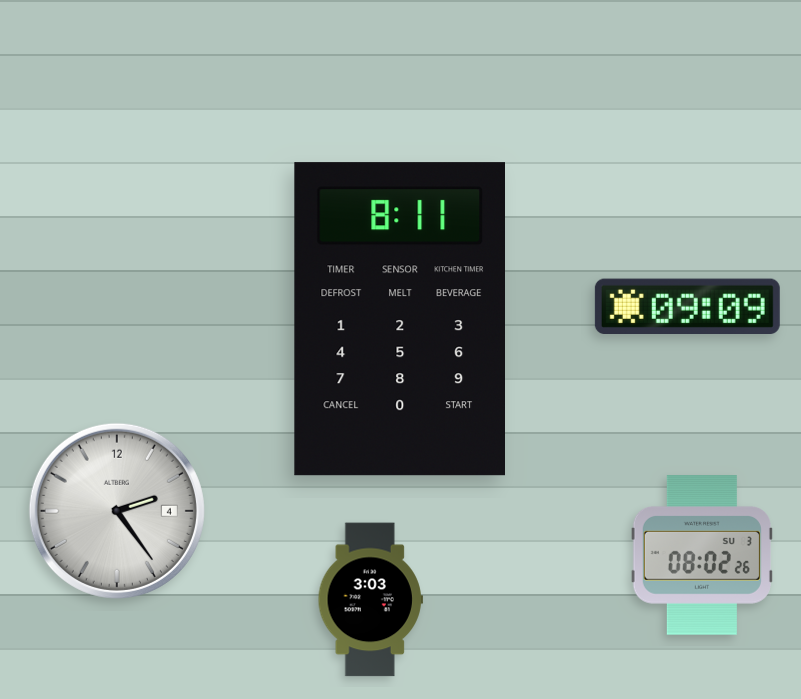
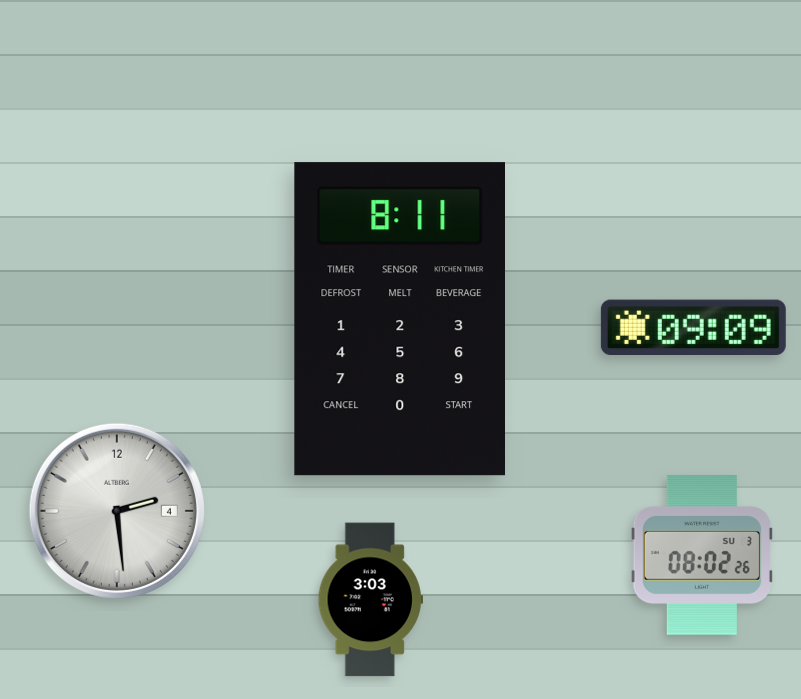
clock at (687, 306) position: (687, 306) -> (693, 327)
clock at (117, 511): 2:24 -> 2:29
